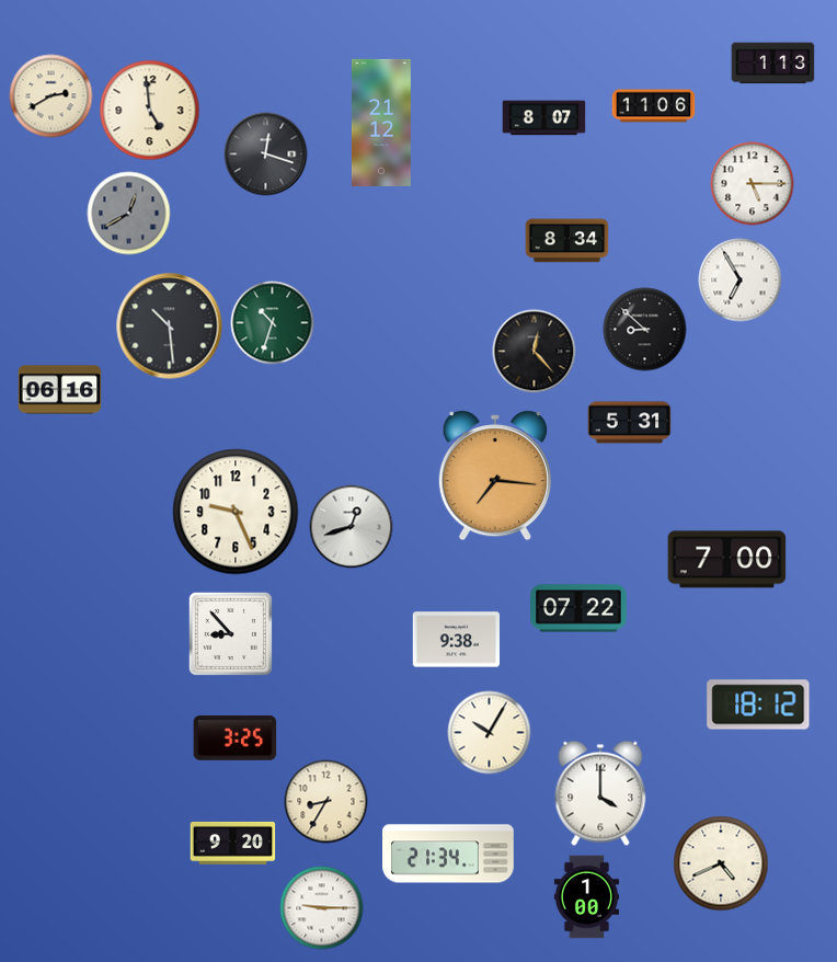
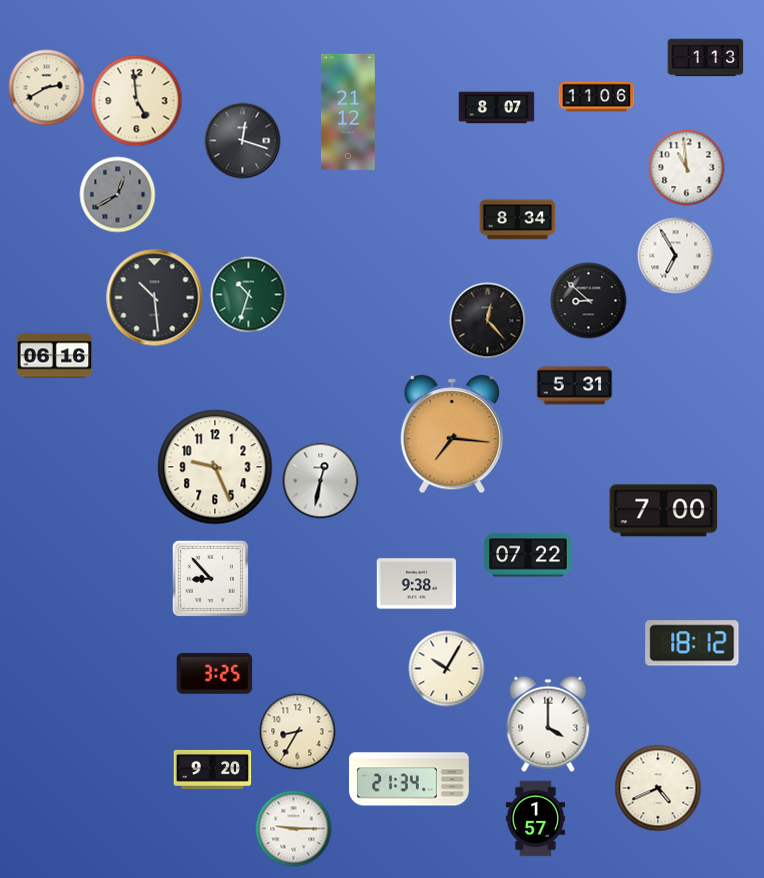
clock at (753, 184): 5:15 -> 10:59
clock at (352, 527): 12:42 -> 12:32
clock at (586, 897): 1:00 -> 1:57
